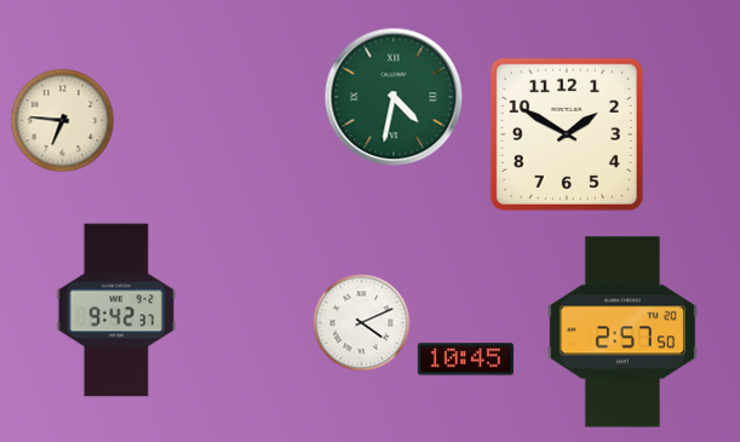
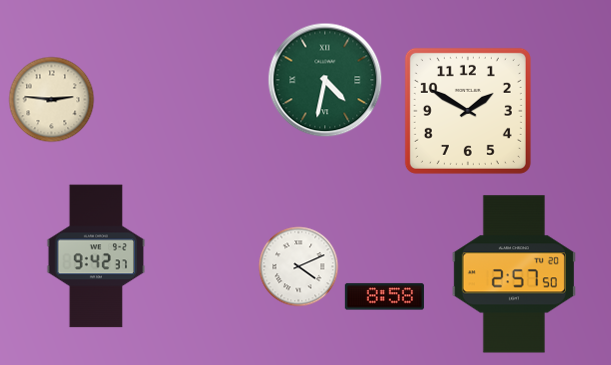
clock at (63, 121): 6:46 -> 2:46
clock at (465, 360): 10:45 -> 8:58
